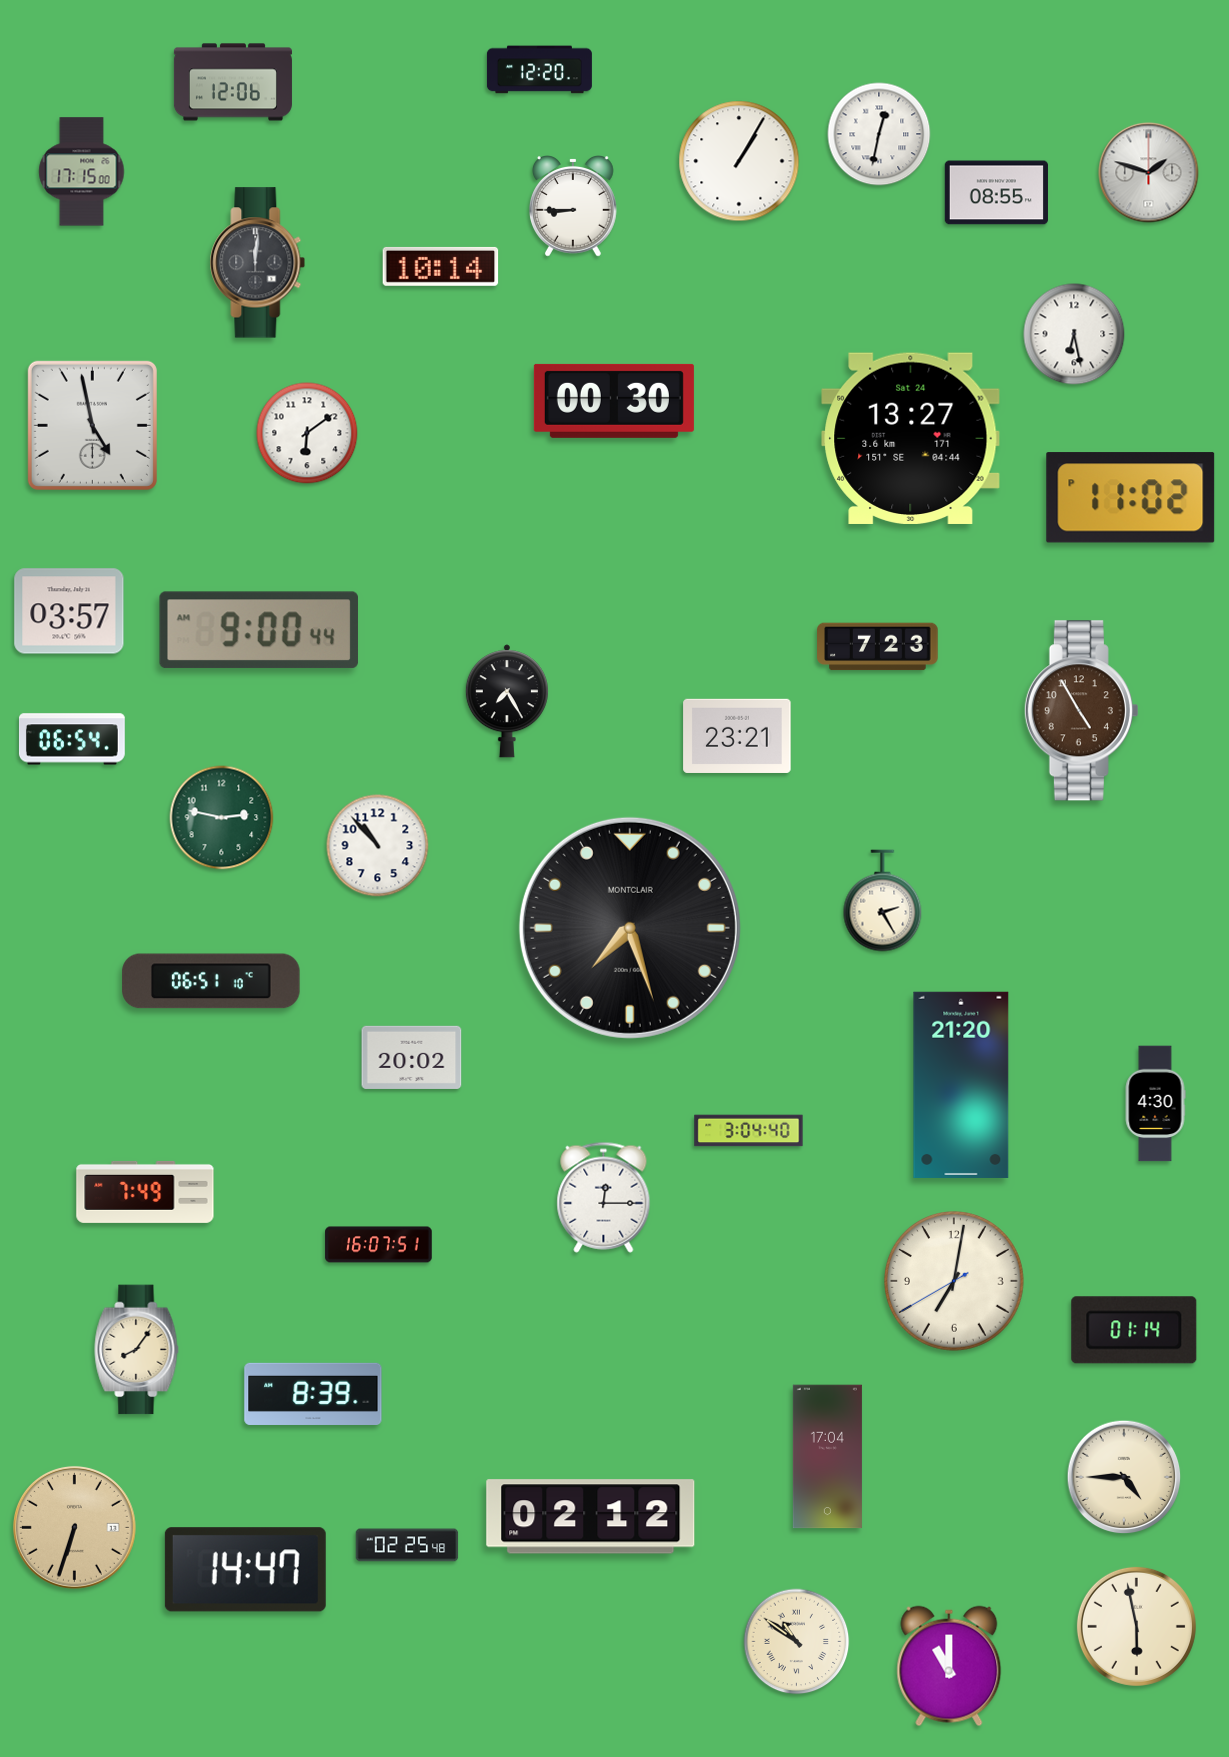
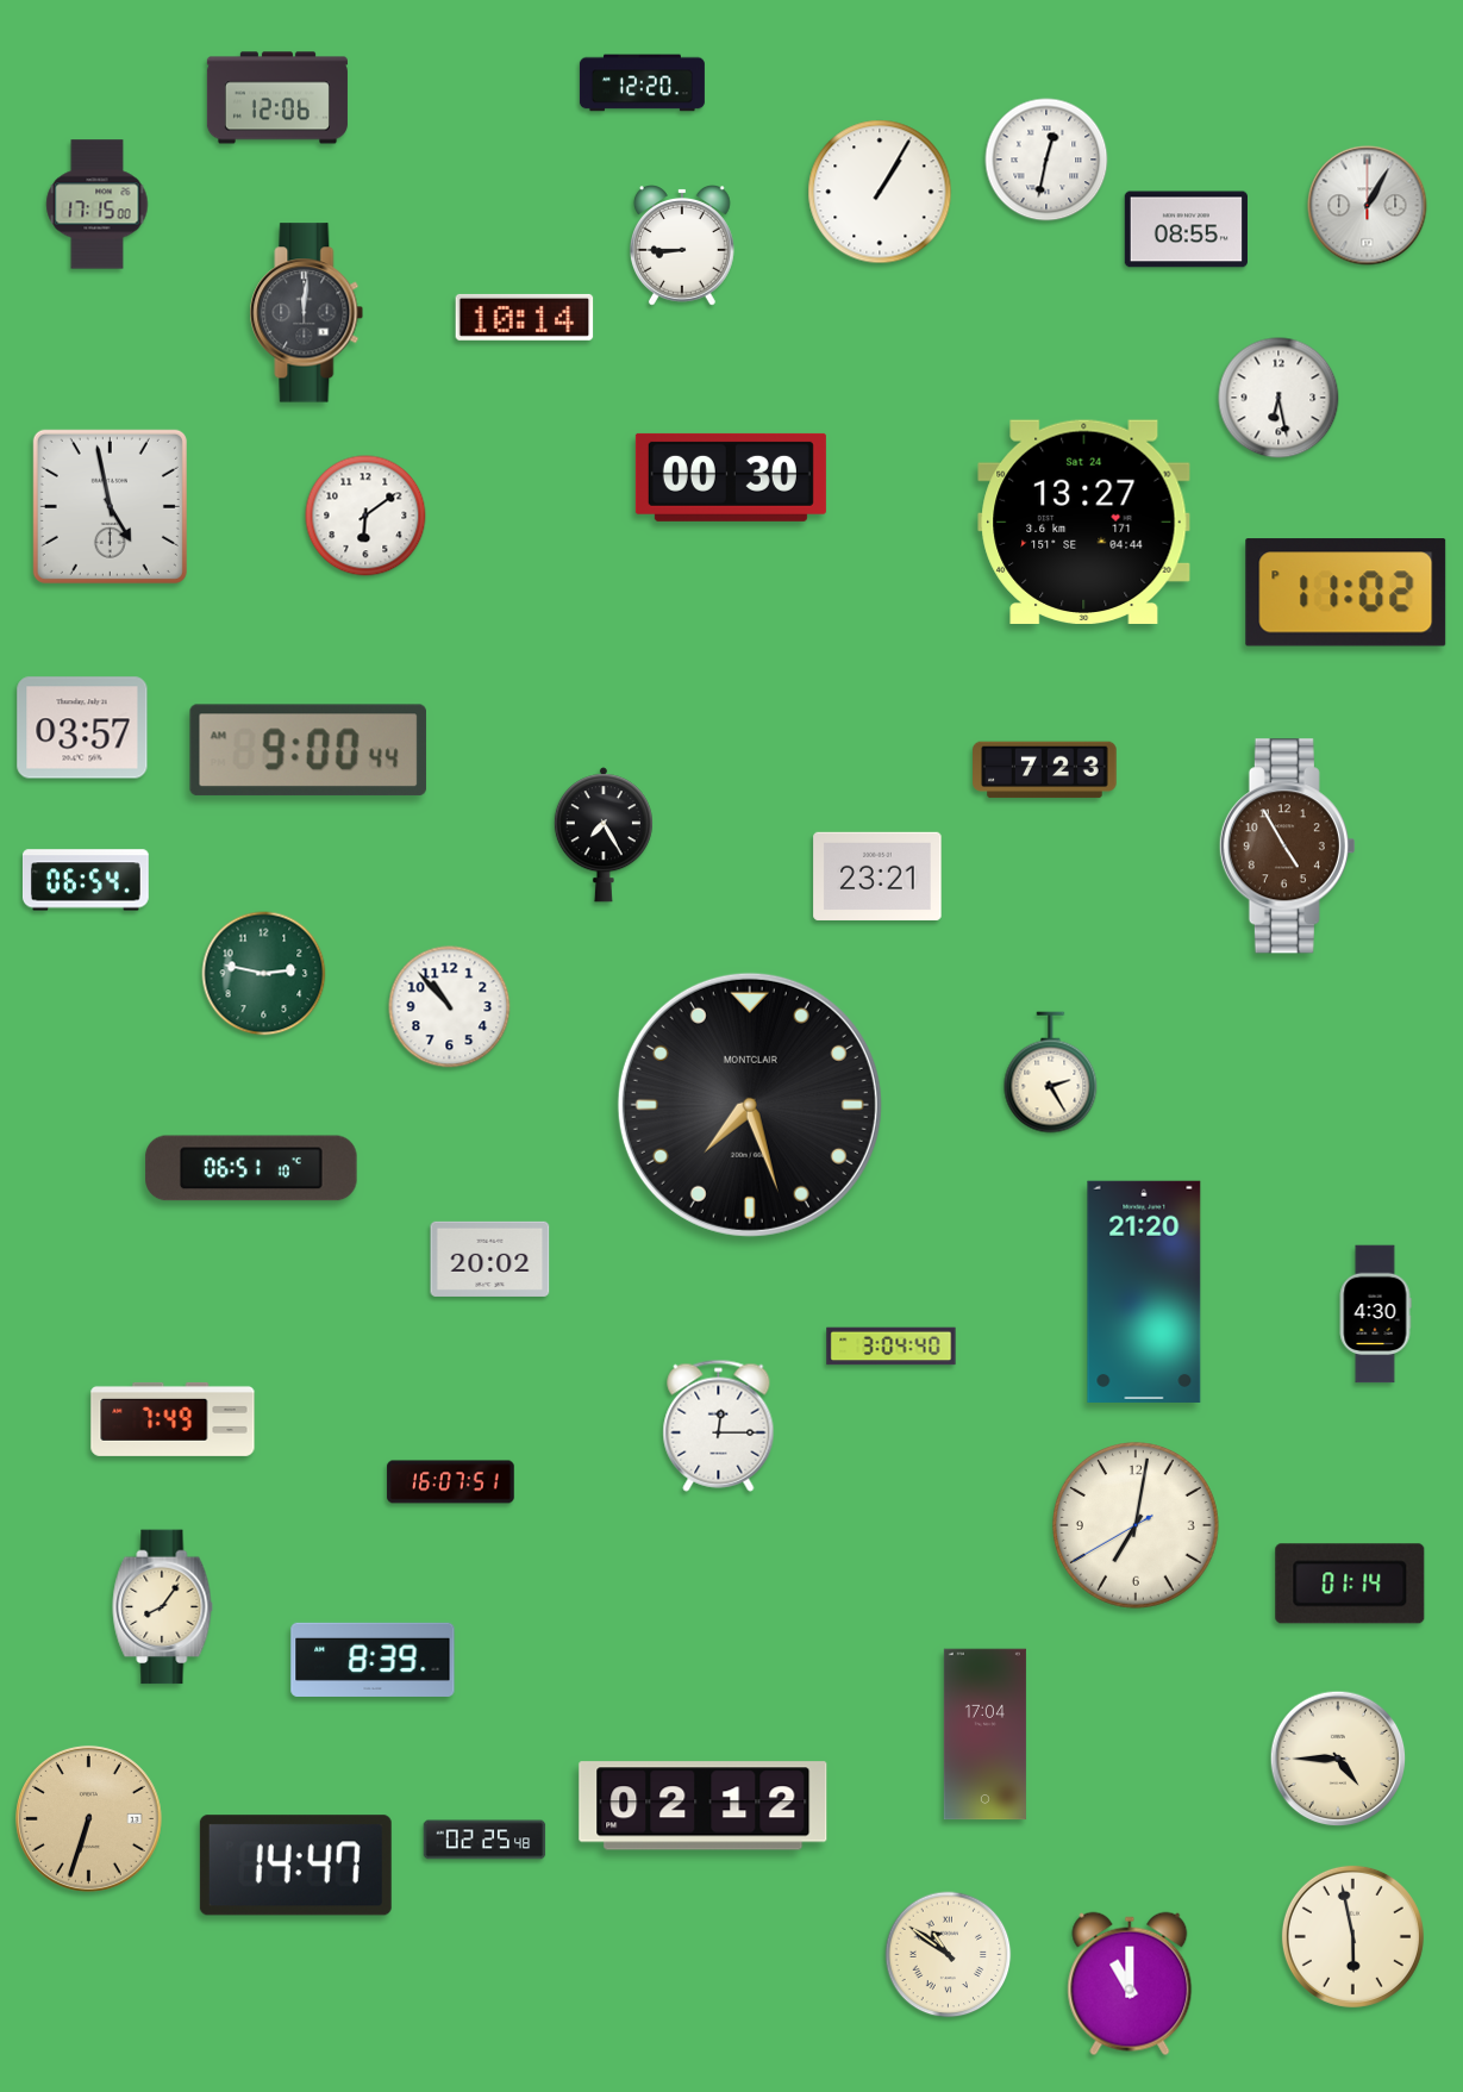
clock at (1149, 173): 1:48 -> 1:05
clock at (245, 1570) position: (245, 1570) -> (295, 1866)
